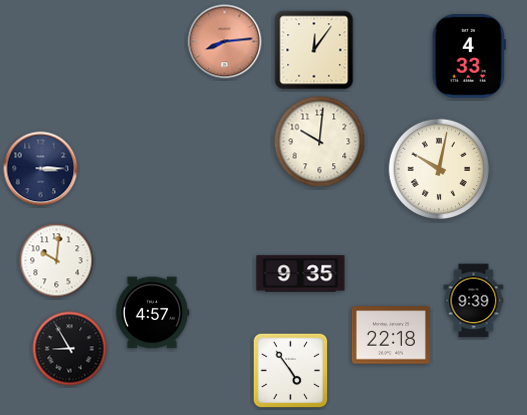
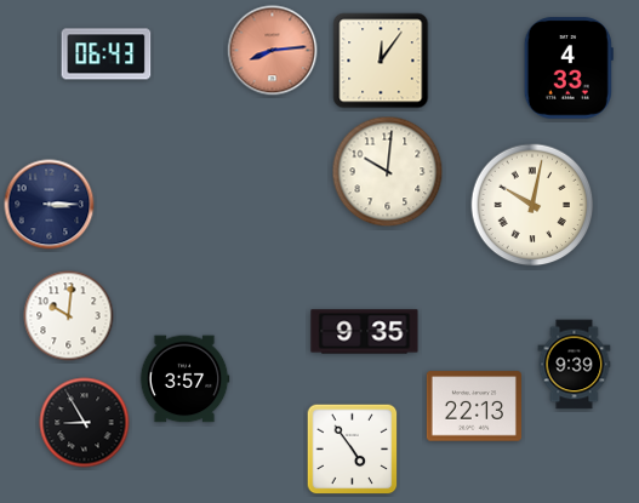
clock at (107, 55): none -> 06:43
clock at (152, 313): 4:57 -> 3:57
clock at (391, 335): 22:18 -> 22:13
